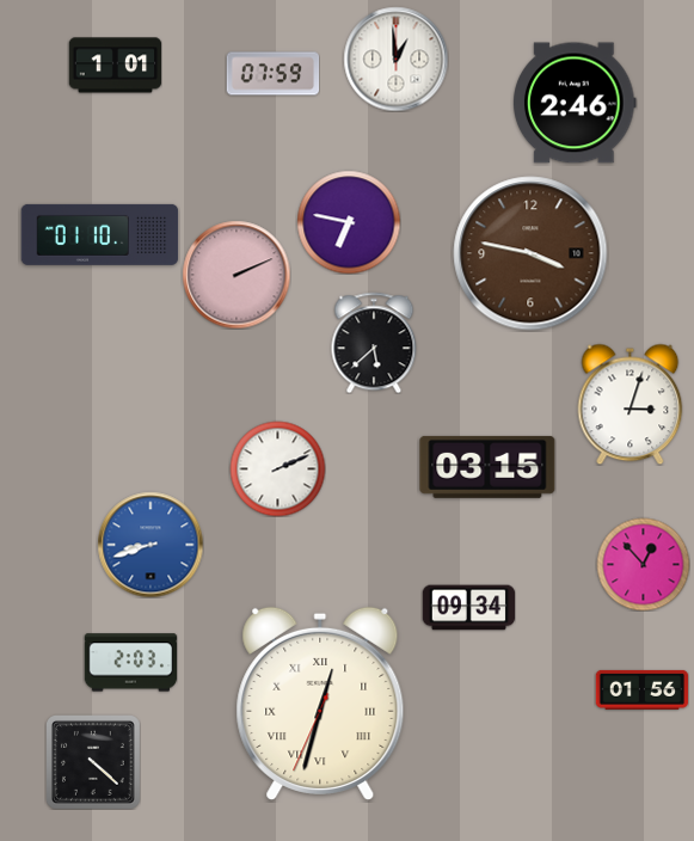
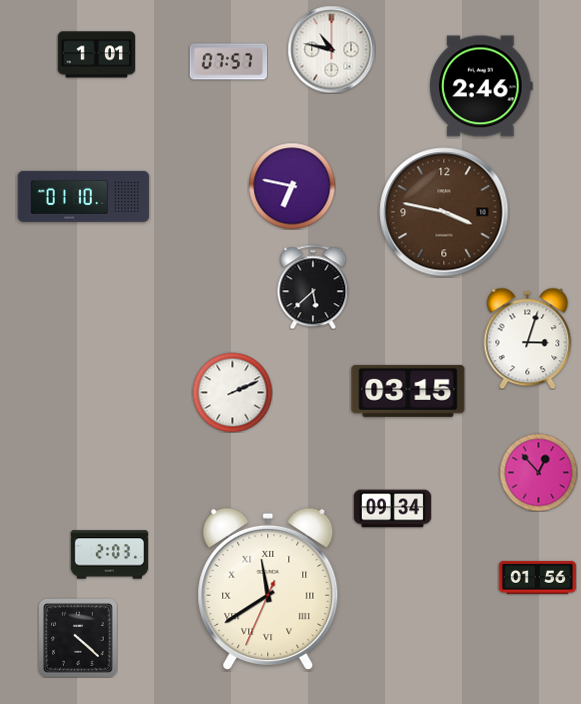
clock at (395, 59): 12:59 -> 10:47
clock at (272, 74): 07:59 -> 07:57
clock at (237, 275): 2:11 -> none
clock at (151, 545): 8:42 -> none
clock at (320, 704): 12:32 -> 11:39
